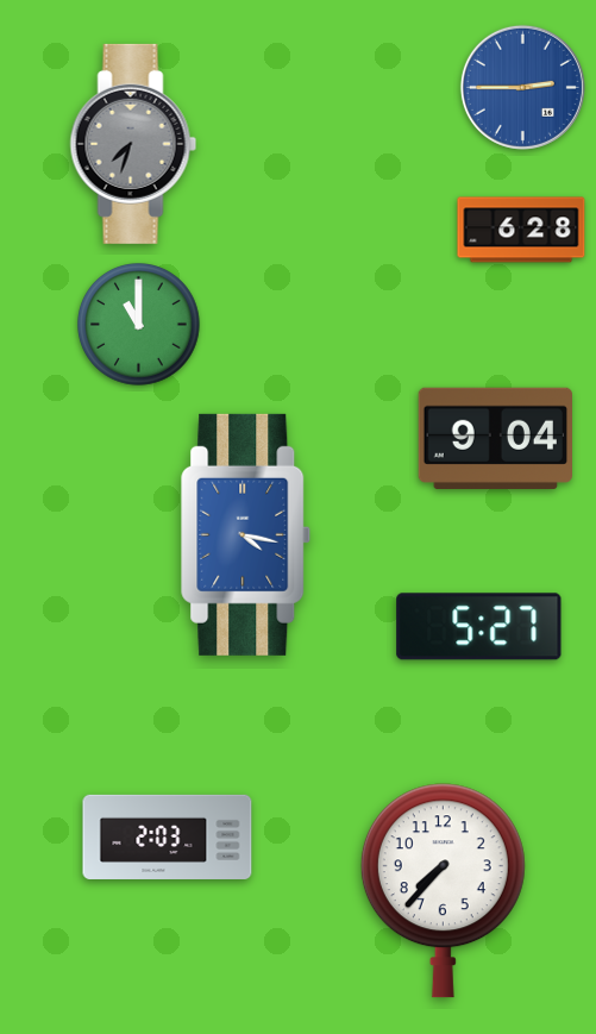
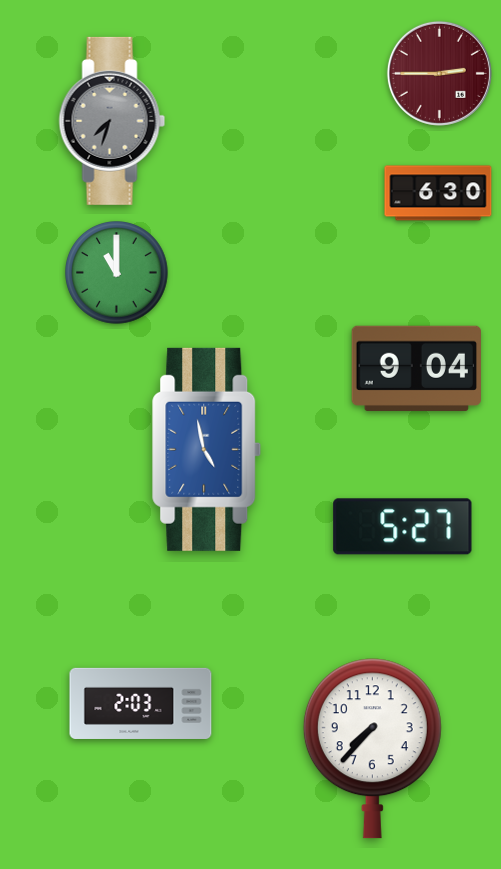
clock at (522, 87) dial: blue -> burgundy
clock at (521, 230): 6:28 -> 6:30
clock at (246, 534): 4:17 -> 4:58
